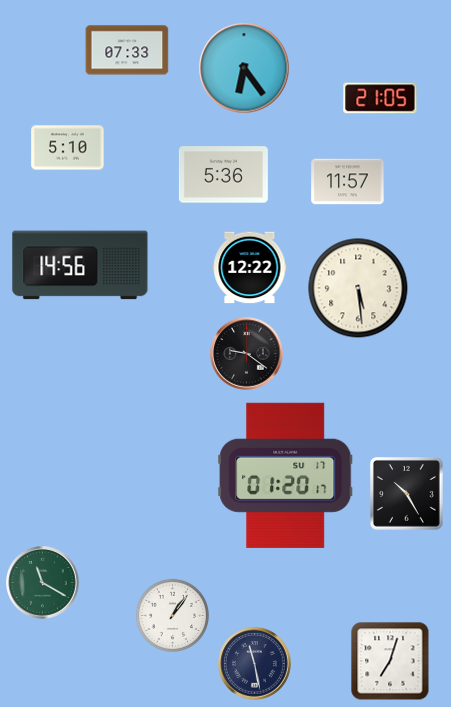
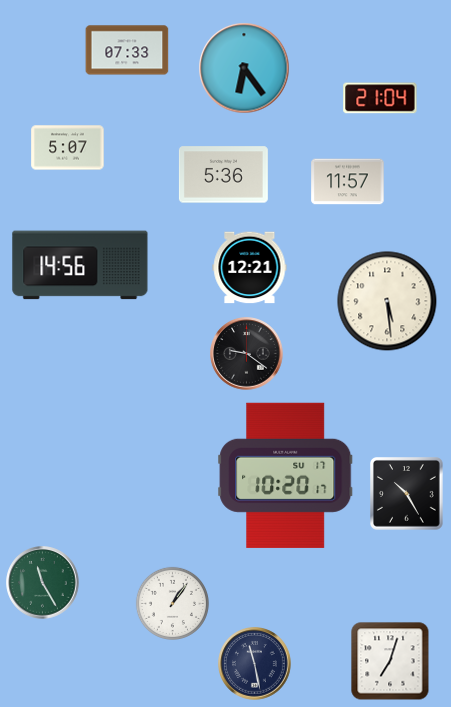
clock at (380, 98): 21:05 -> 21:04
clock at (68, 148): 5:10 -> 5:07
clock at (250, 268): 12:22 -> 12:21
clock at (358, 288) position: (358, 288) -> (387, 301)
clock at (286, 475): 01:20 -> 10:20
clock at (43, 583): 11:20 -> 11:25
clock at (172, 615) position: (172, 615) -> (172, 603)
